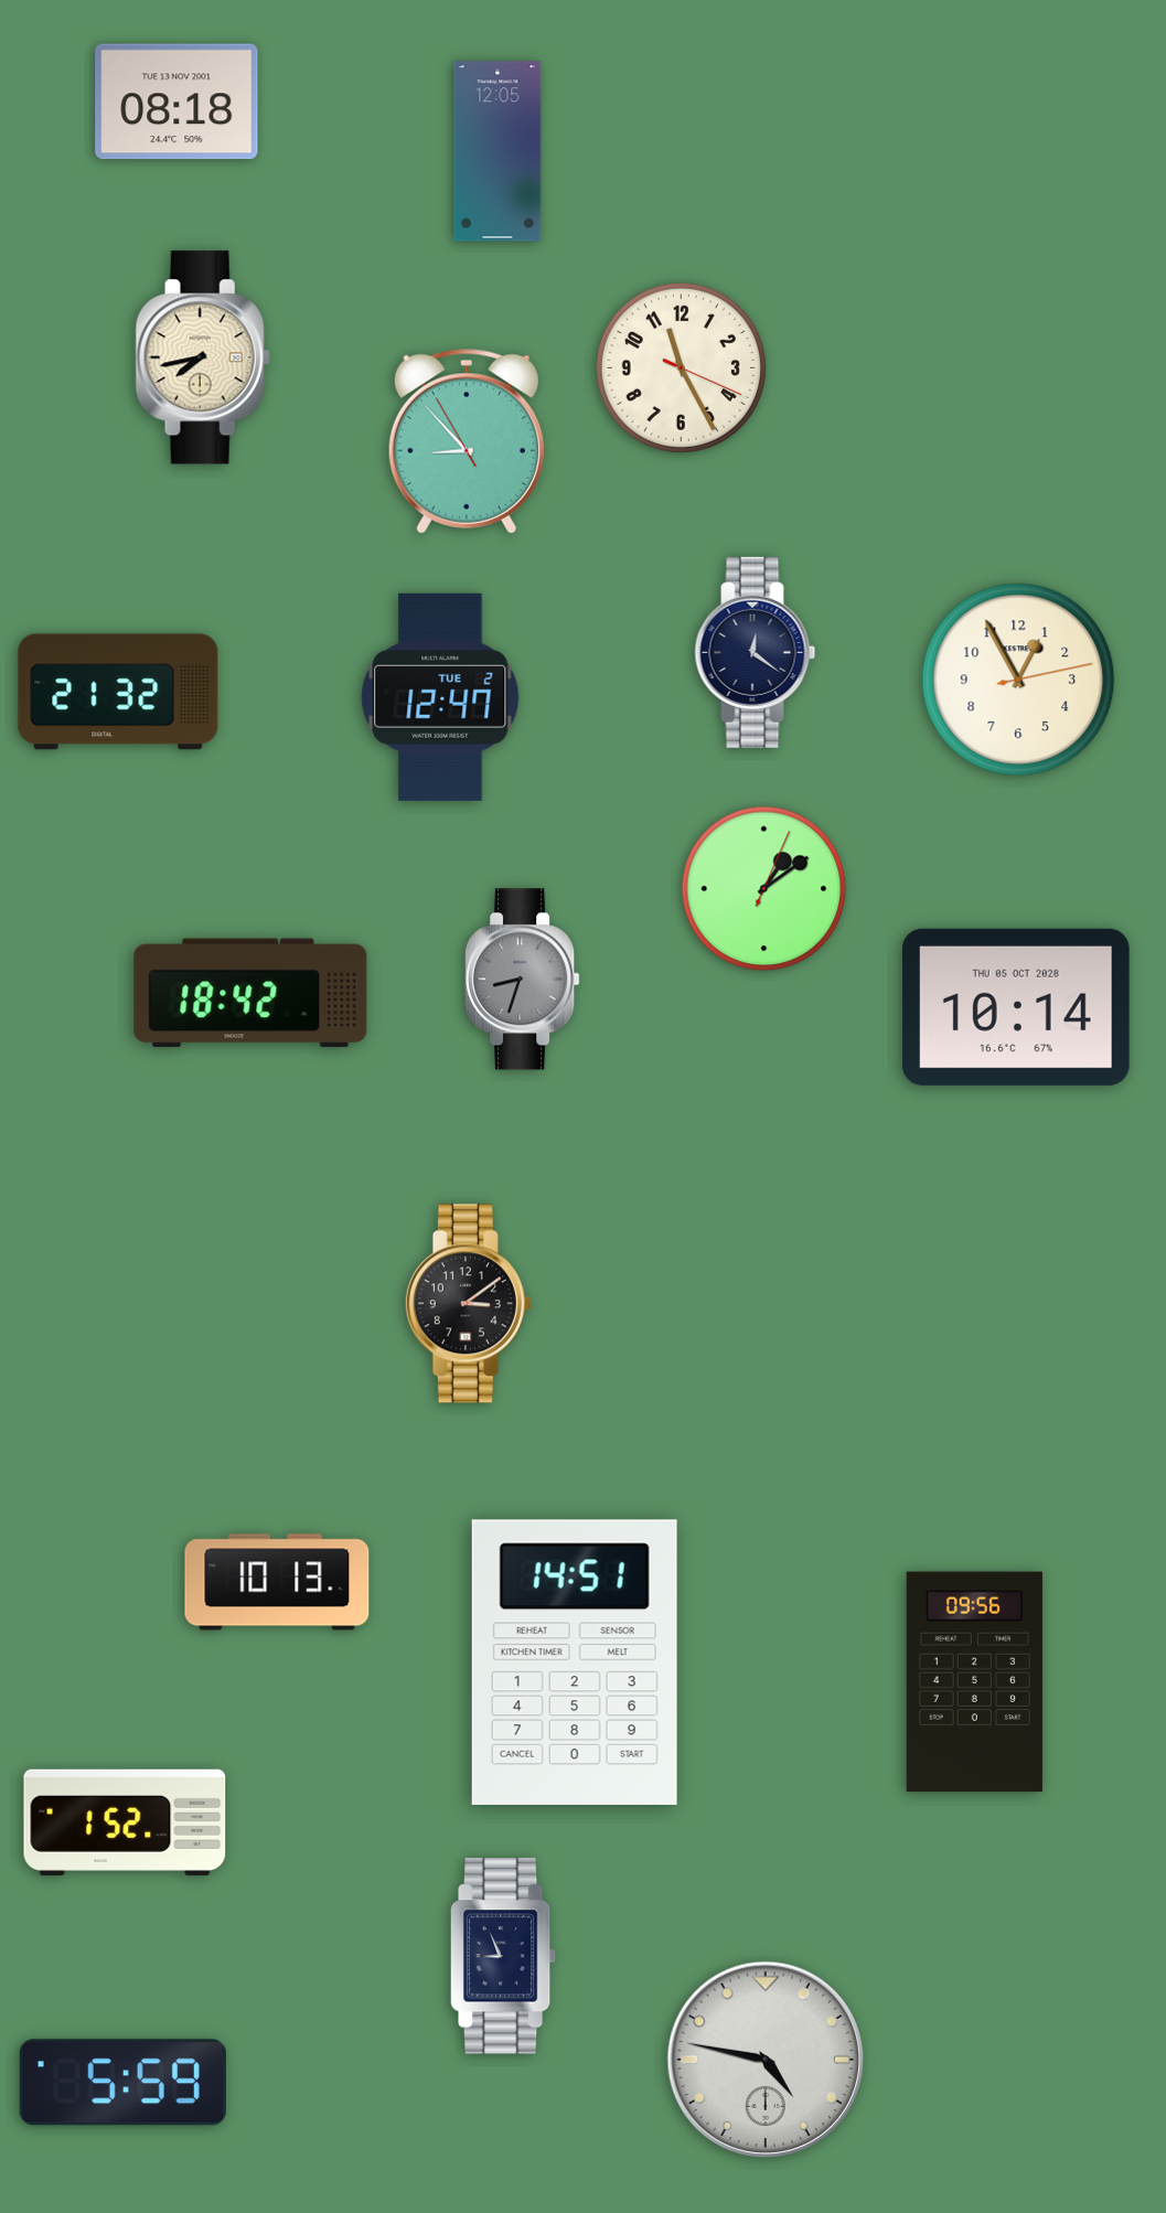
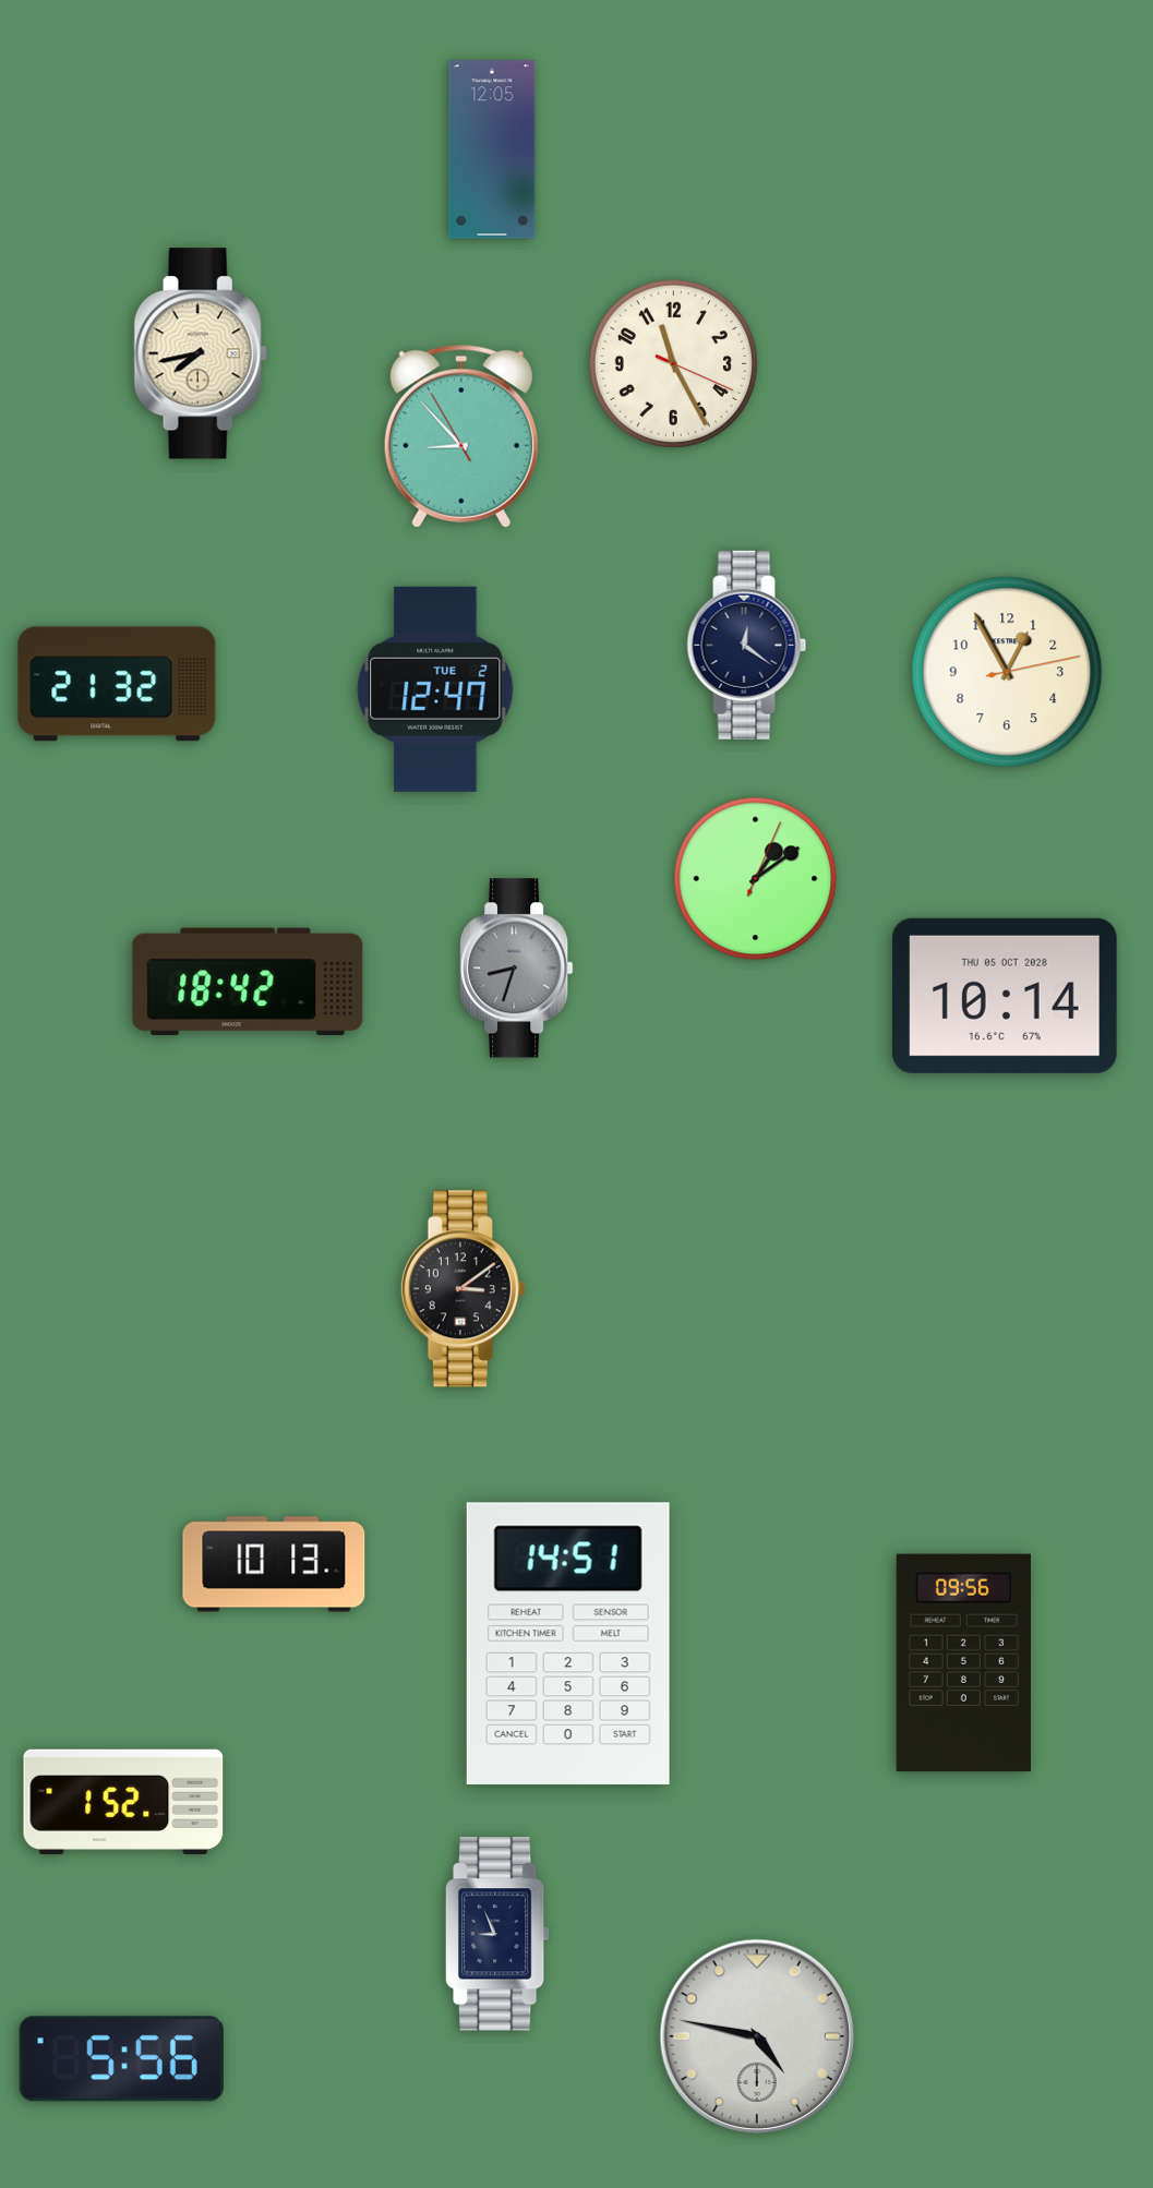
clock at (176, 101): 08:18 -> none
clock at (122, 2083): 5:59 -> 5:56
